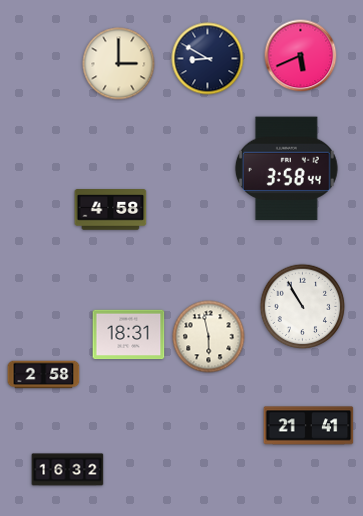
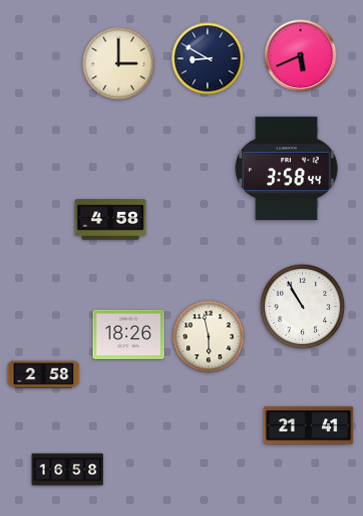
clock at (111, 210) position: (111, 210) -> (111, 220)
clock at (129, 335): 18:31 -> 18:26
clock at (68, 470): 16:32 -> 16:58
